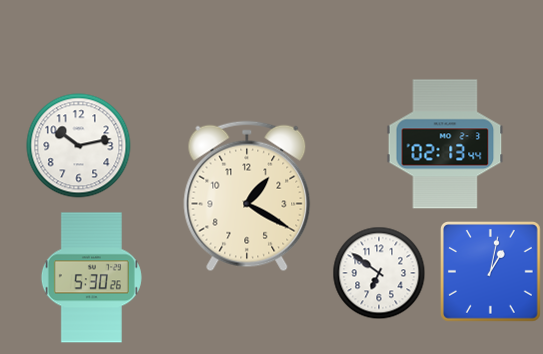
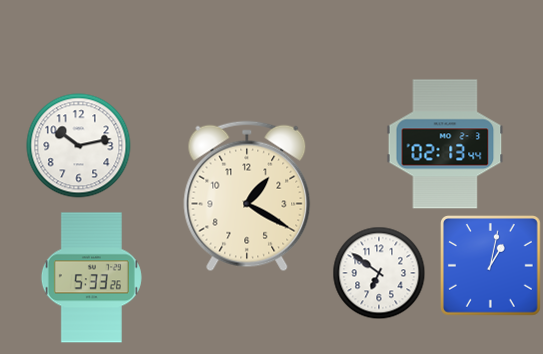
clock at (491, 272) position: (491, 272) -> (491, 266)
clock at (91, 278): 5:30 -> 5:33
